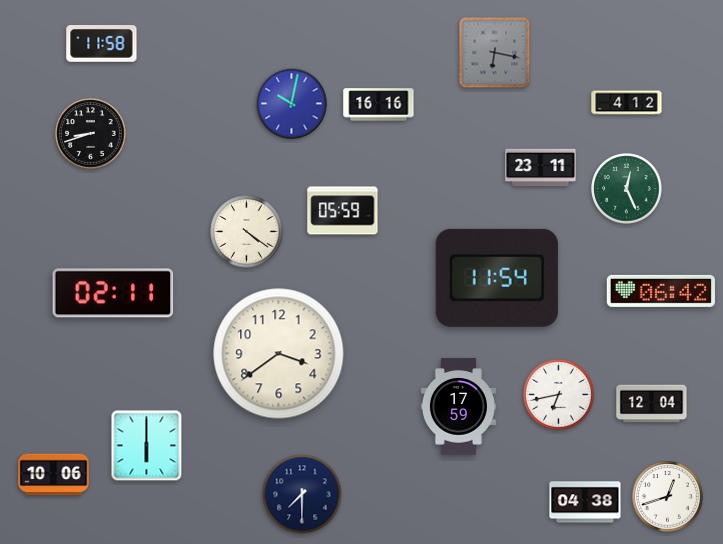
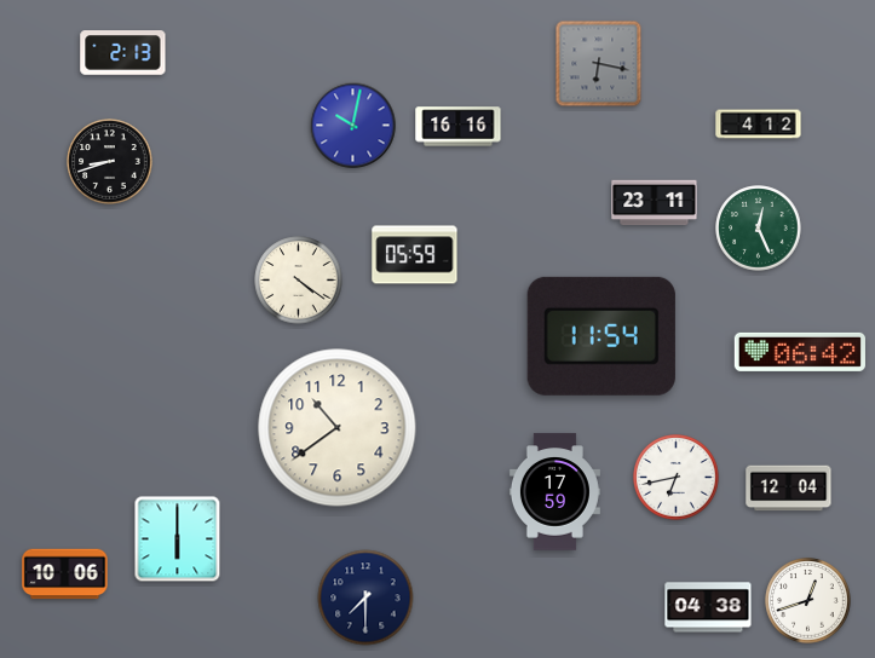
clock at (102, 44): 11:58 -> 2:13
clock at (113, 293): 02:11 -> none
clock at (279, 354): 3:39 -> 10:39
